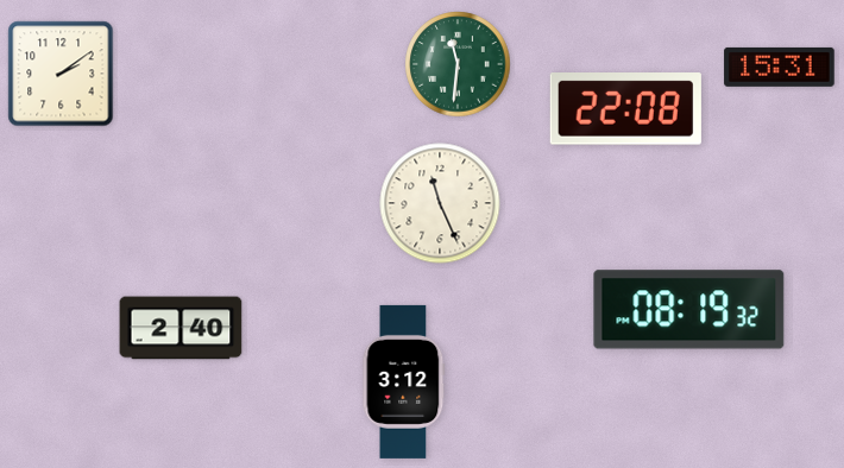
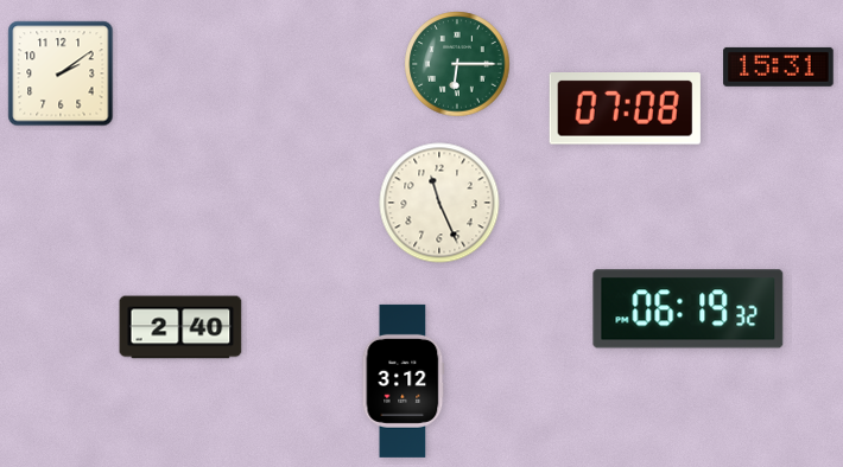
clock at (458, 64): 11:31 -> 6:15
clock at (625, 109): 22:08 -> 07:08
clock at (689, 310): 08:19 -> 06:19
